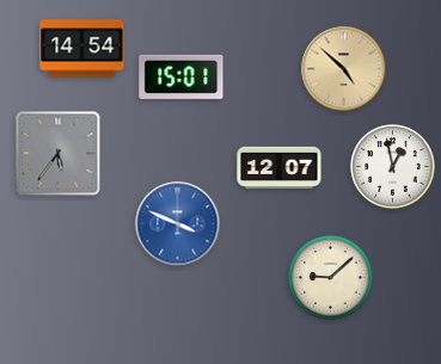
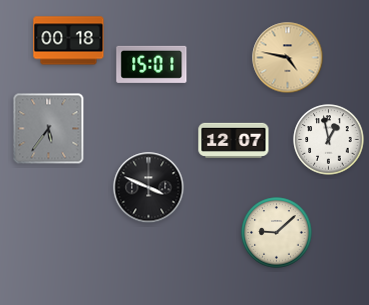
clock at (82, 49): 14:54 -> 00:18
clock at (344, 69): 4:52 -> 4:47
clock at (178, 224) dial: blue -> black
